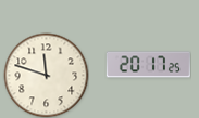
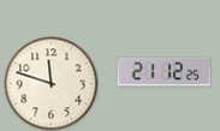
clock at (148, 65): 20:17 -> 21:12
